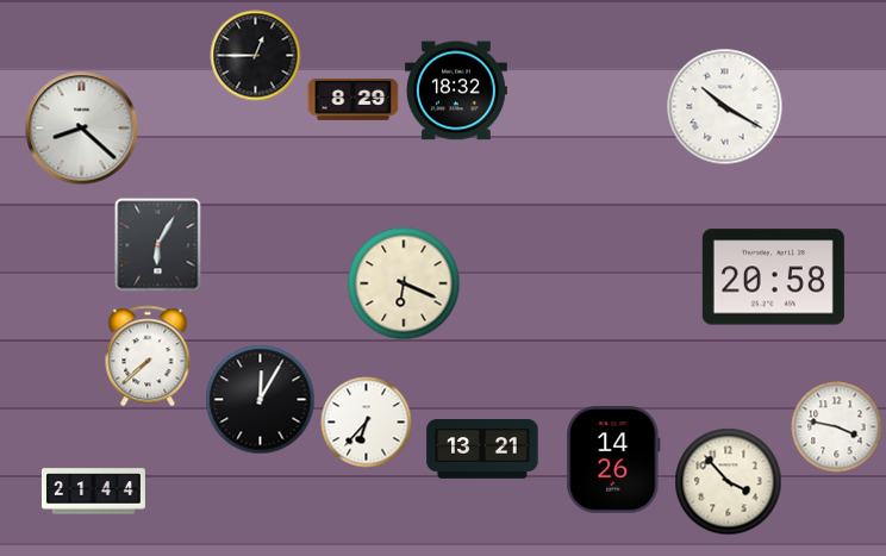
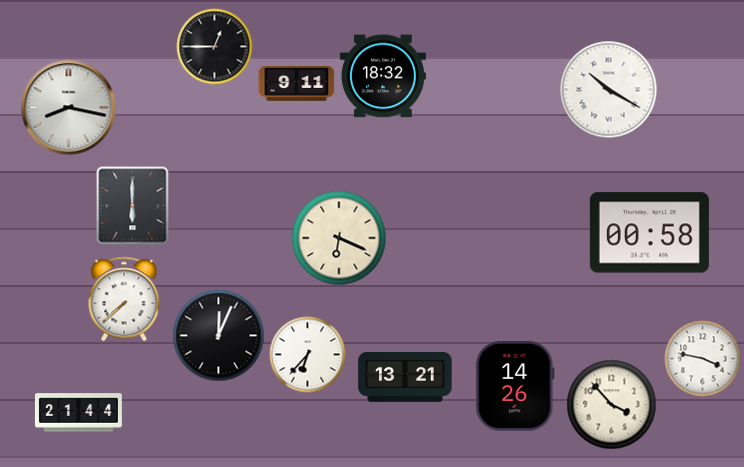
clock at (354, 99): 8:29 -> 9:11
clock at (82, 129): 8:22 -> 8:17
clock at (158, 245): 6:05 -> 6:00
clock at (773, 277): 20:58 -> 00:58
clock at (261, 400): 12:05 -> 12:04
